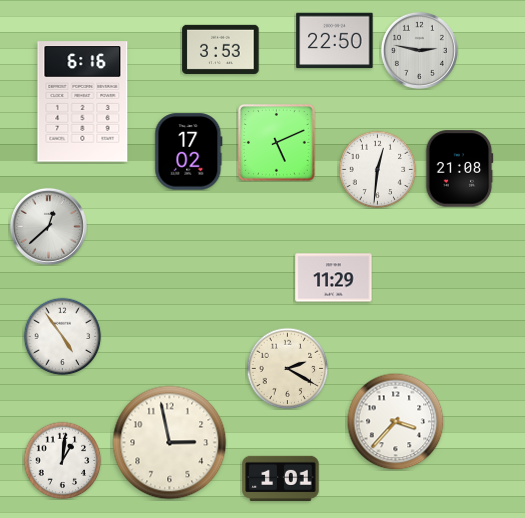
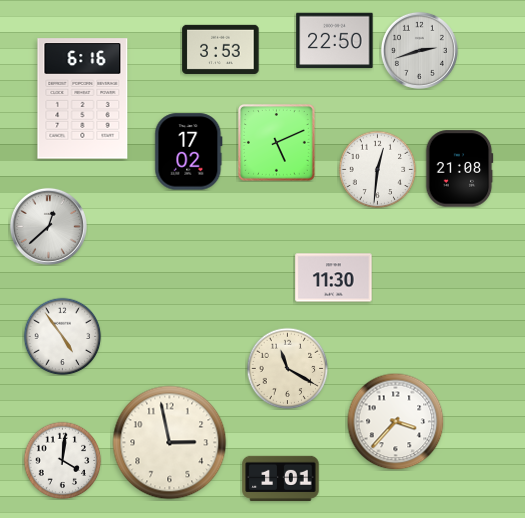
clock at (419, 50): 2:47 -> 2:42
clock at (83, 102) position: (83, 102) -> (83, 99)
clock at (334, 278): 11:29 -> 11:30
clock at (287, 368): 2:20 -> 11:20
clock at (62, 460): 1:01 -> 4:01
